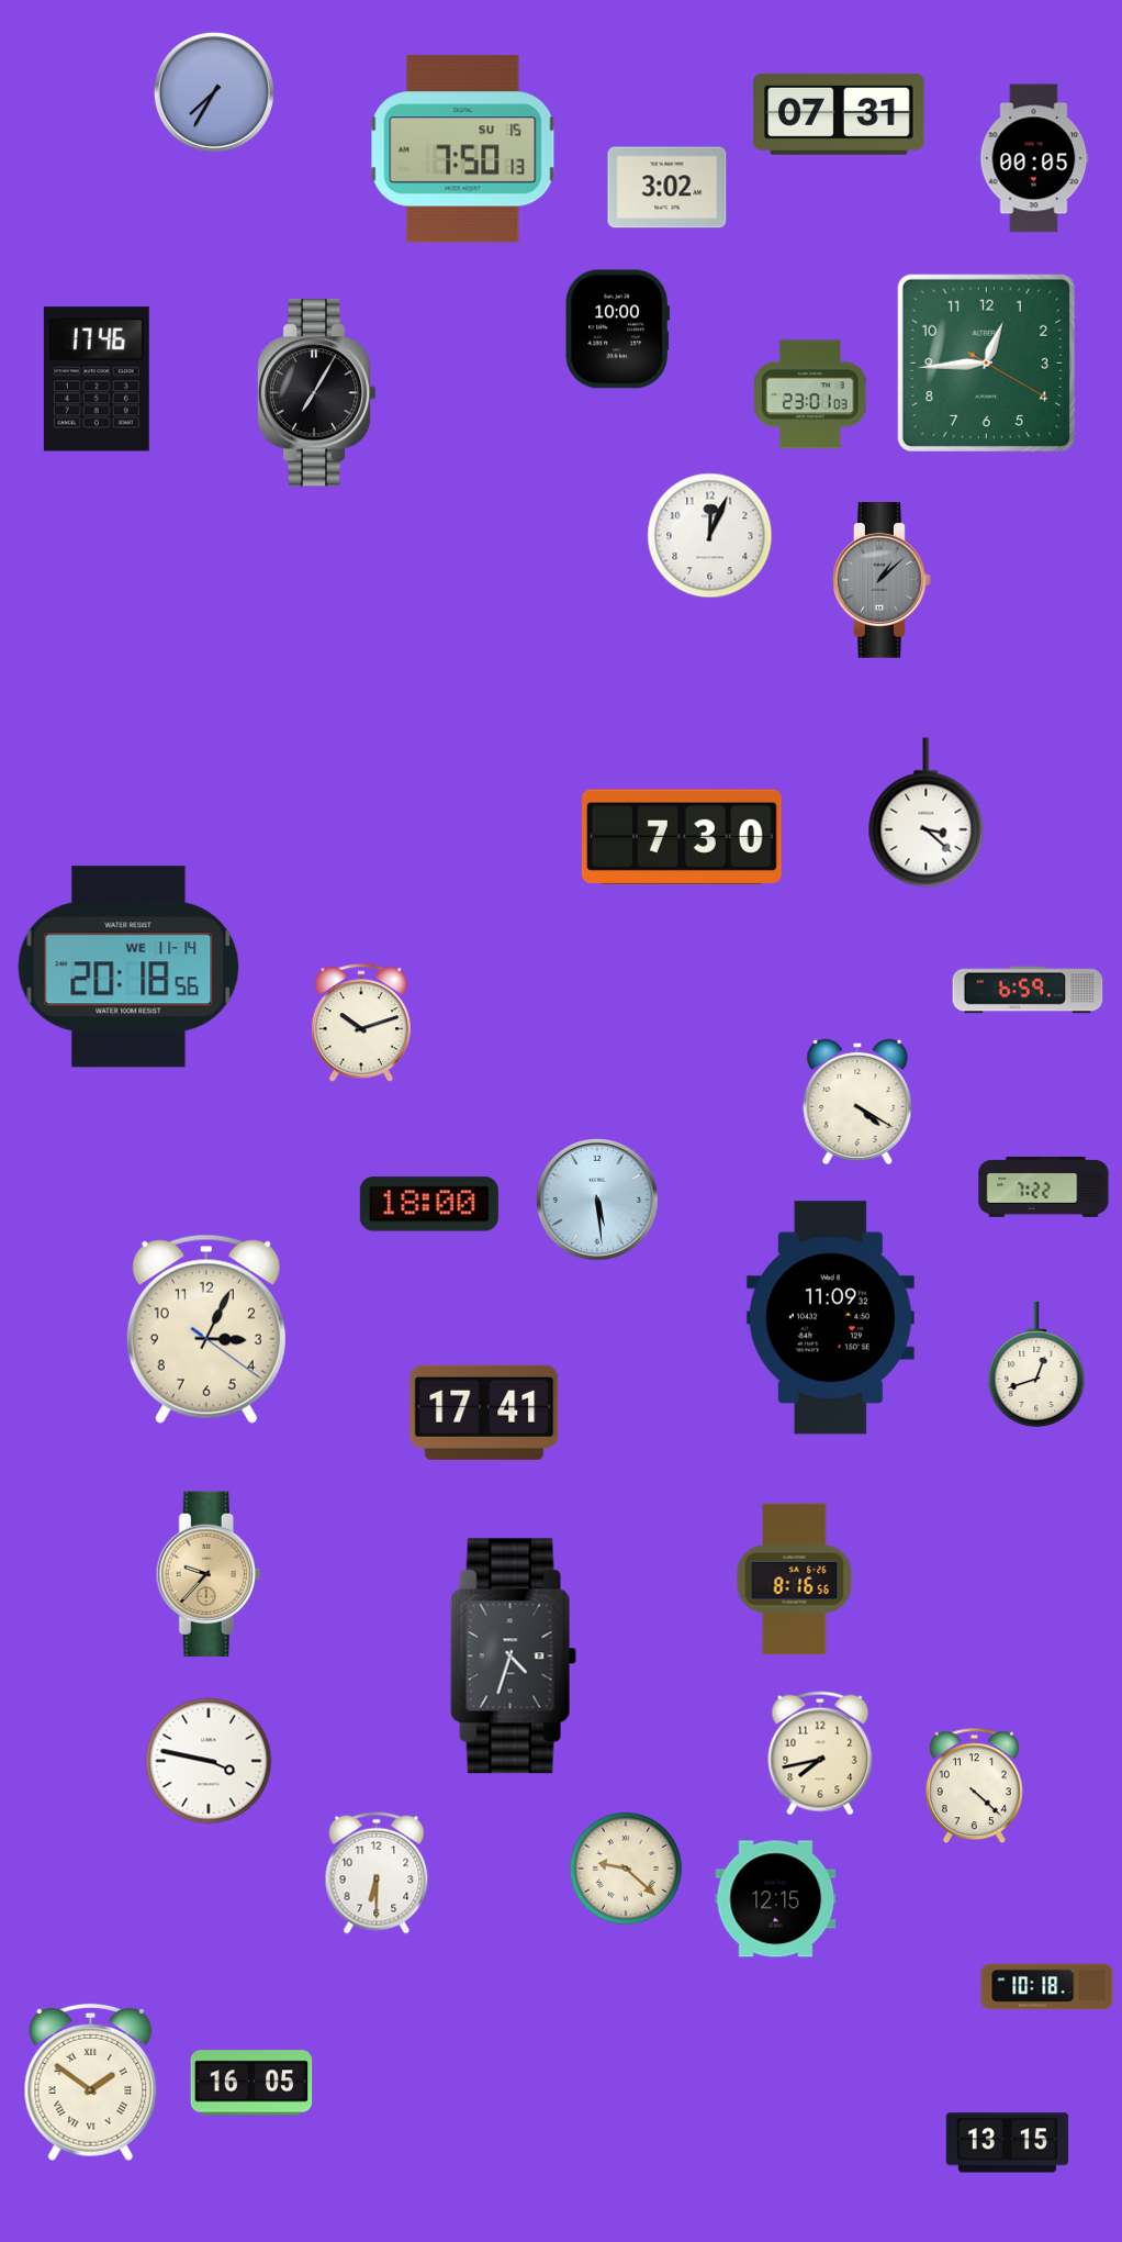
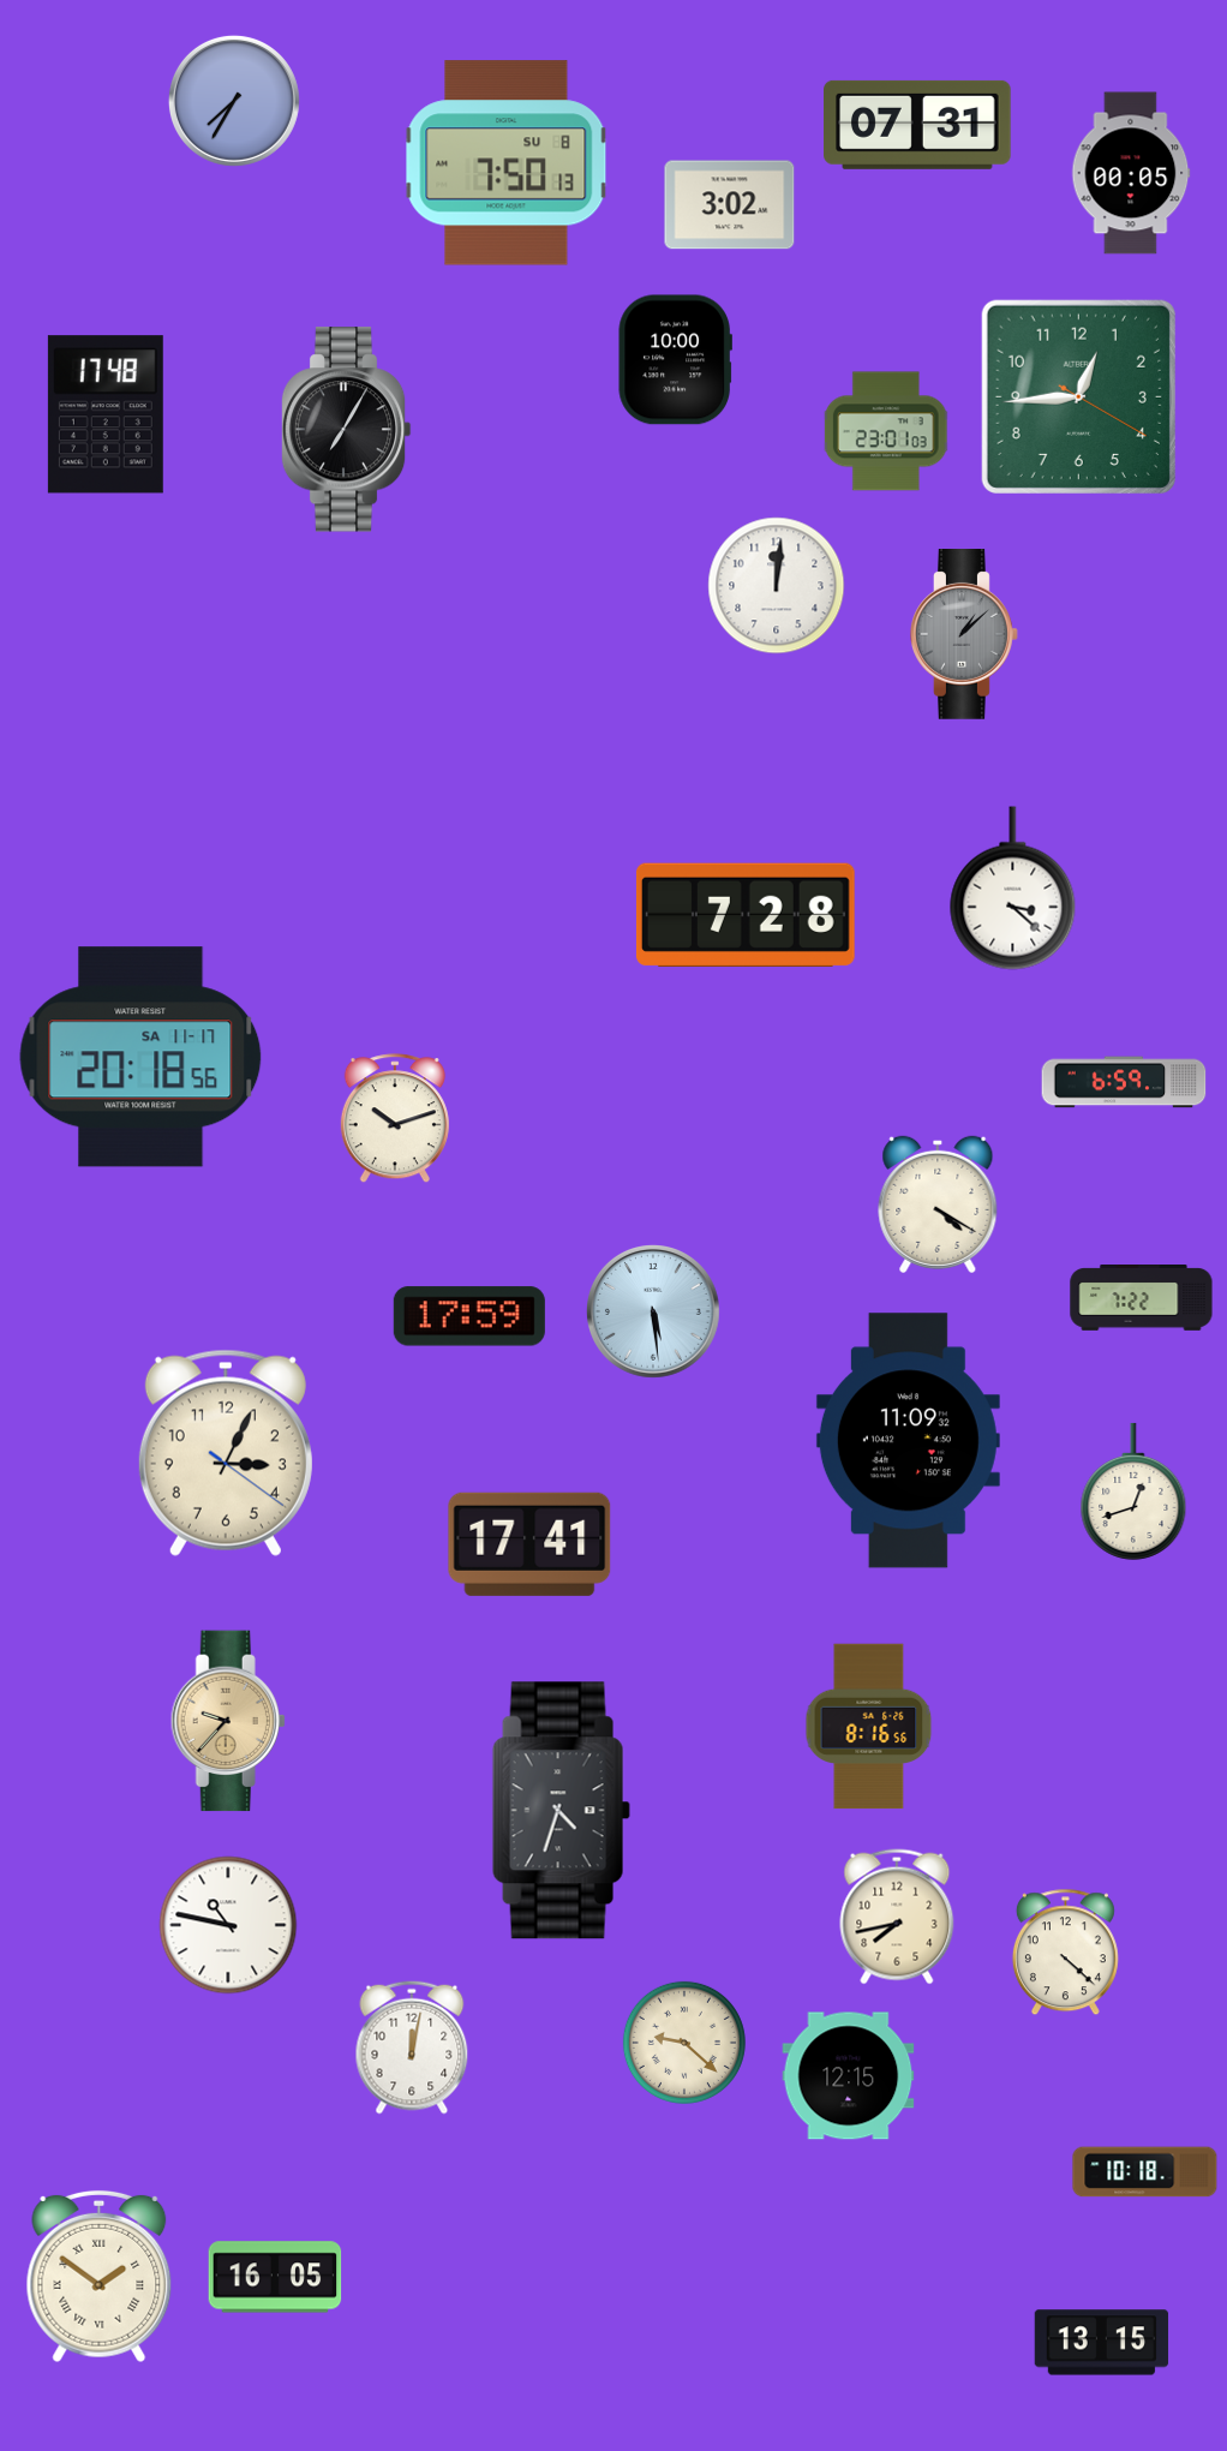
clock at (463, 149) date: SU 15 -> SU 8
clock at (97, 379): 17:46 -> 17:48
clock at (710, 536): 12:04 -> 12:01
clock at (682, 837): 7:30 -> 7:28
clock at (128, 967) date: WE 11-14 -> SA 11-17
clock at (429, 1204): 18:00 -> 17:59
clock at (209, 1761): 3:47 -> 10:47
clock at (377, 1873): 6:30 -> 12:02
